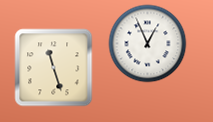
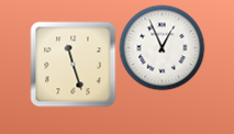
clock at (53, 67) position: (53, 67) -> (73, 64)
